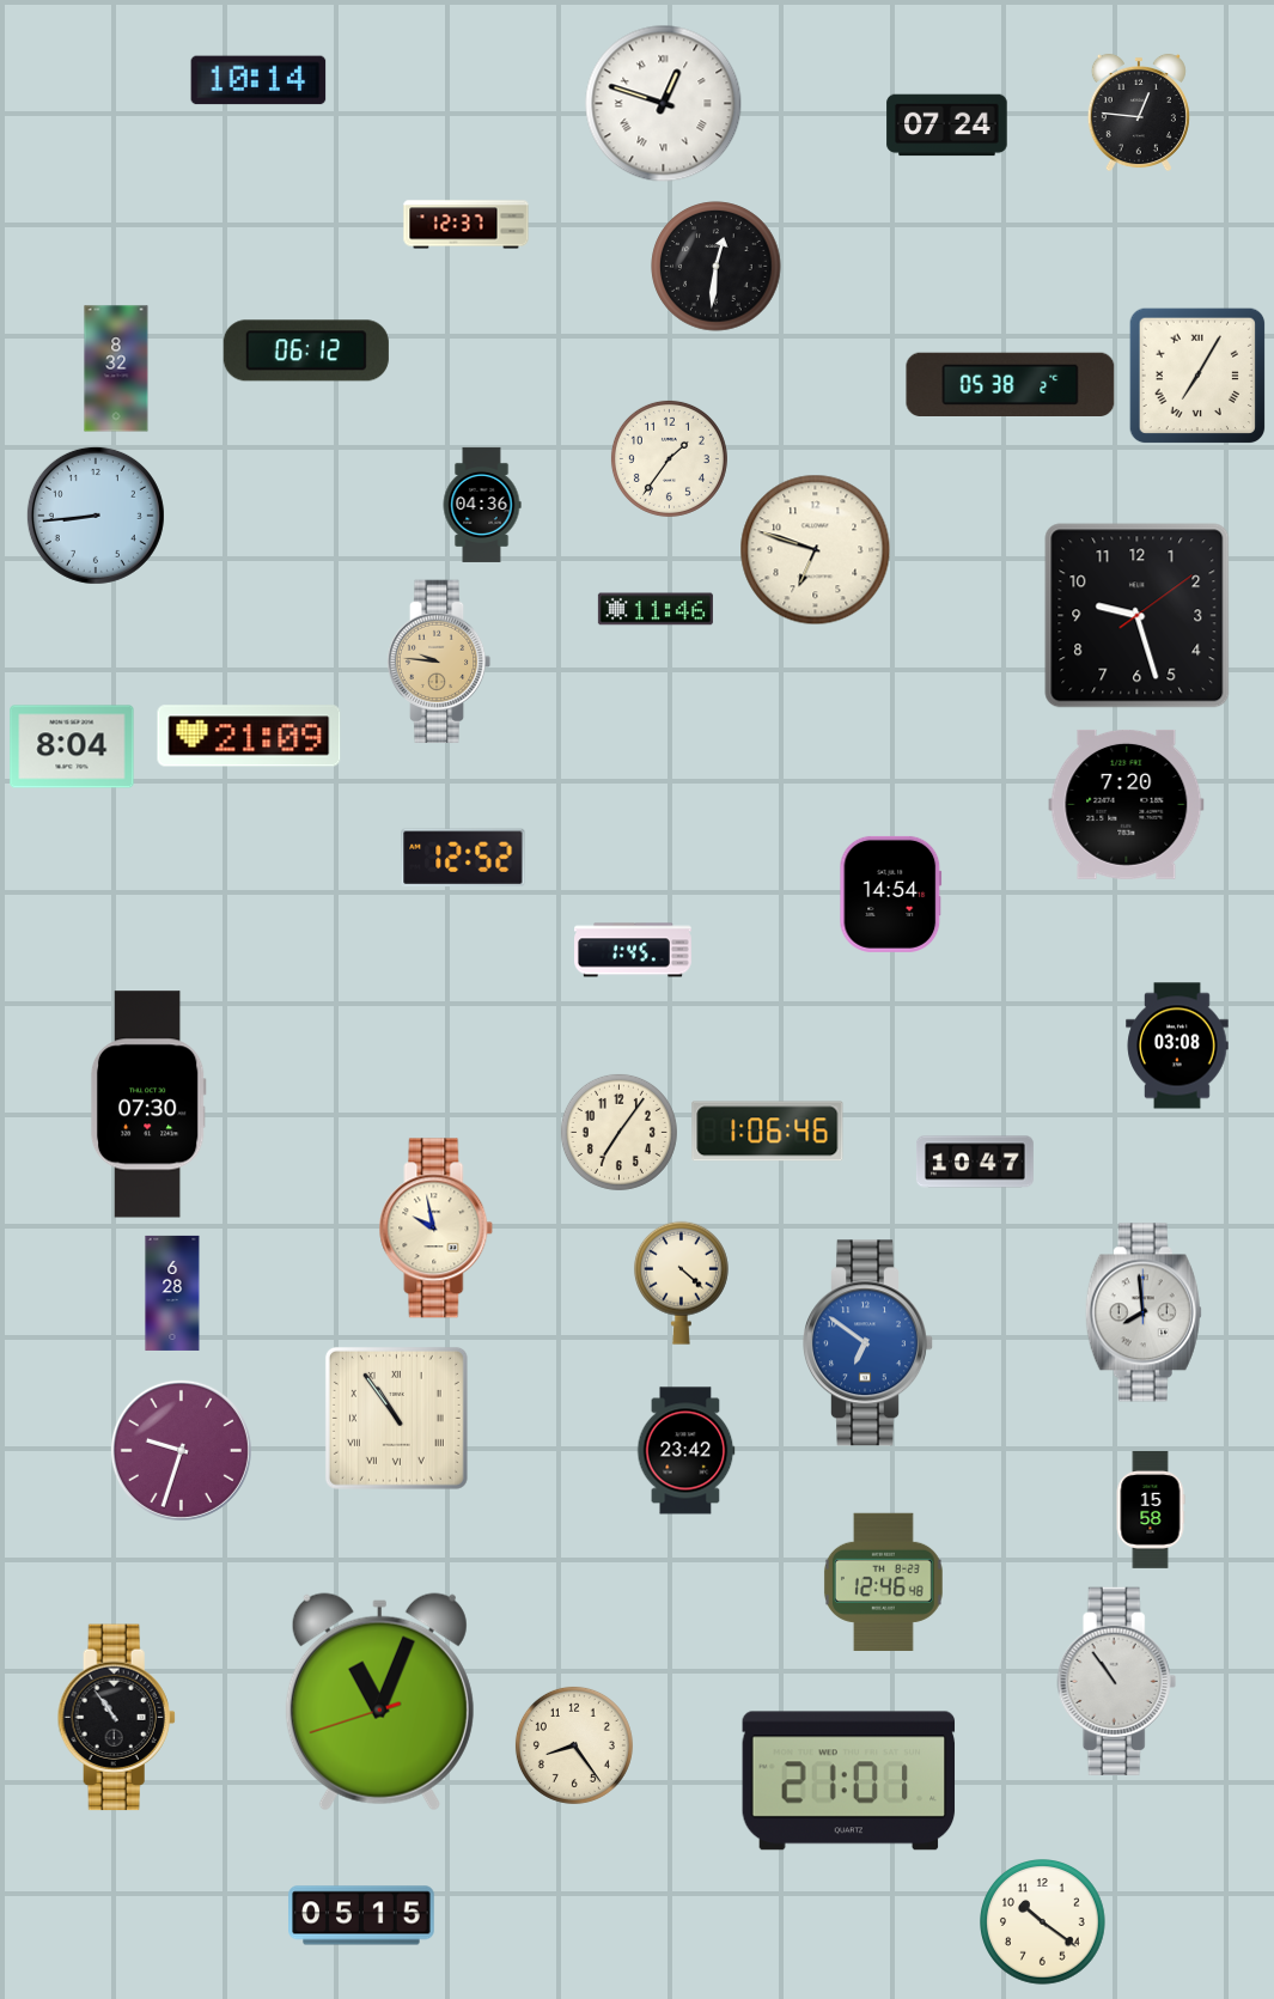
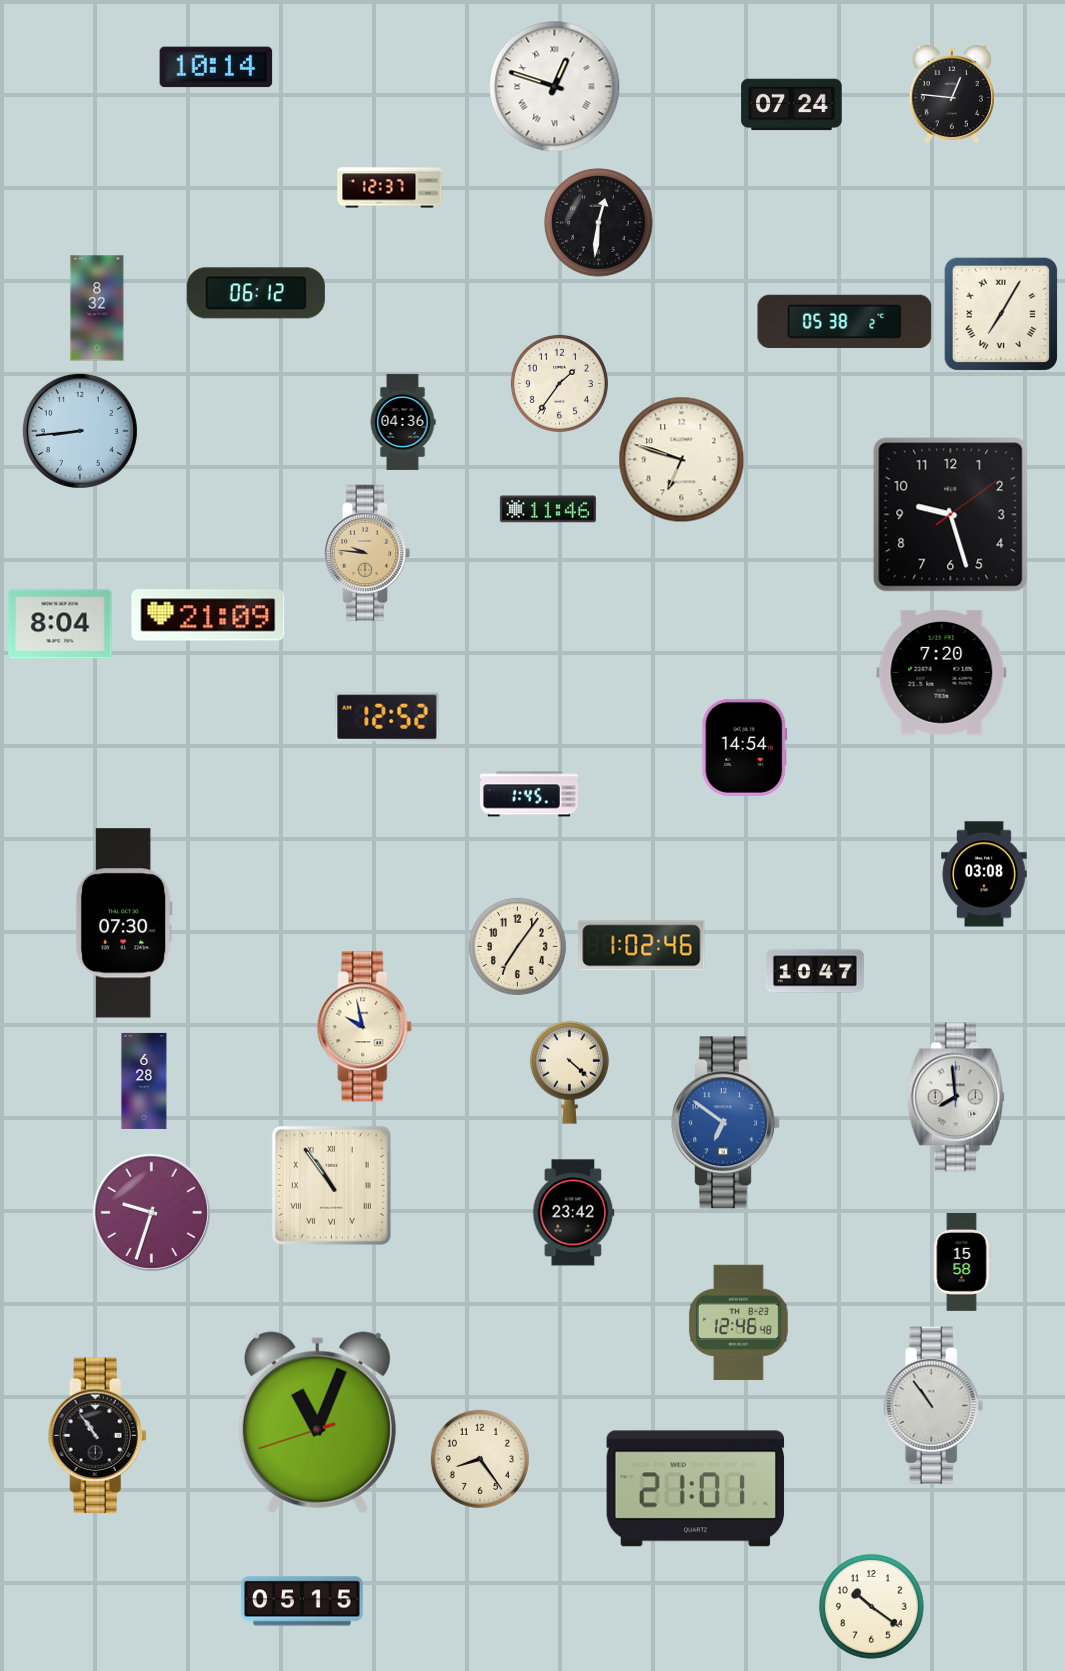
clock at (768, 1132): 1:06 -> 1:02
clock at (849, 1781) position: (849, 1781) -> (696, 1489)
